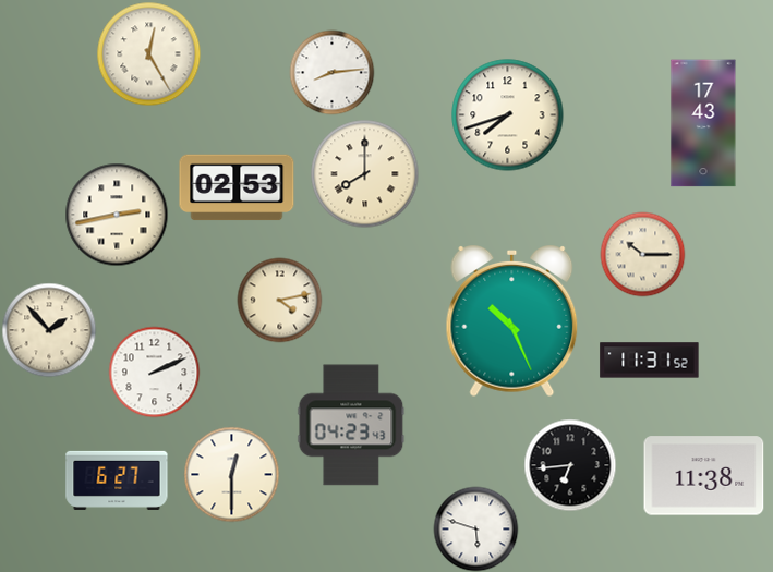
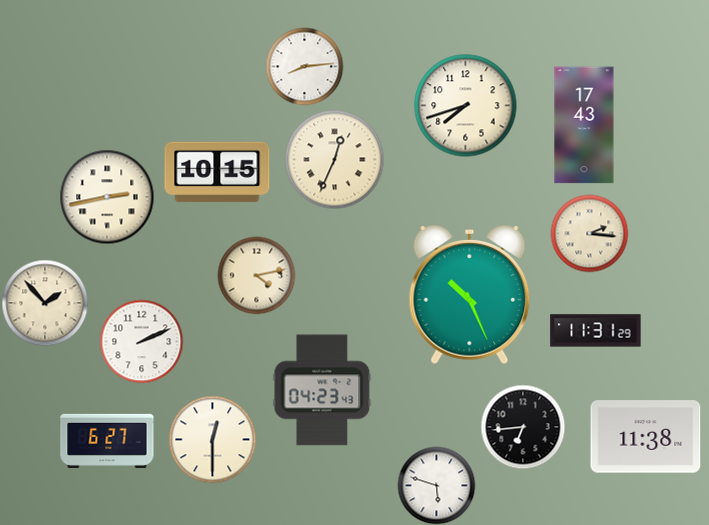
clock at (148, 53): 12:25 -> none
clock at (703, 123) position: (703, 123) -> (584, 125)
clock at (365, 174): 8:00 -> 12:34
clock at (237, 187): 02:53 -> 10:15
clock at (642, 254): 10:15 -> 2:16
clock at (650, 361): 11:31:52 -> 11:31:29
clock at (231, 474) position: (231, 474) -> (212, 439)
